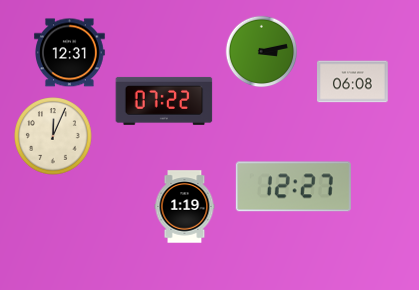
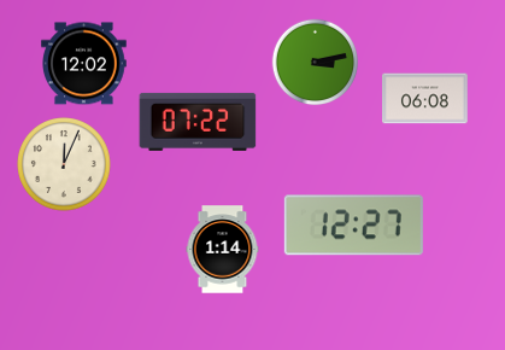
clock at (70, 53): 12:31 -> 12:02
clock at (185, 207): 1:19 -> 1:14
